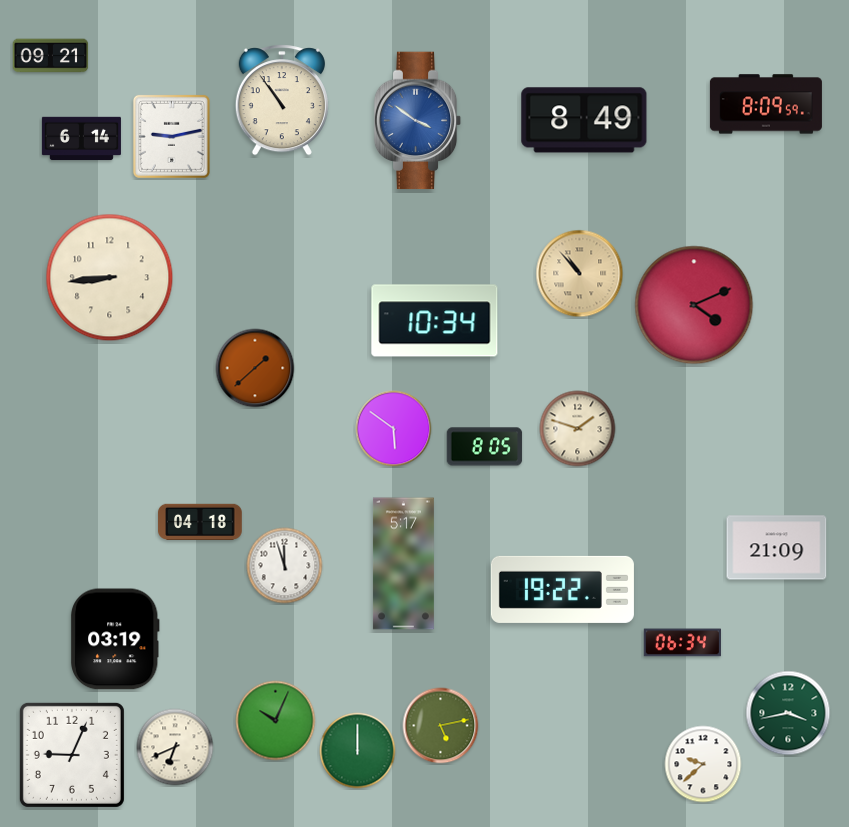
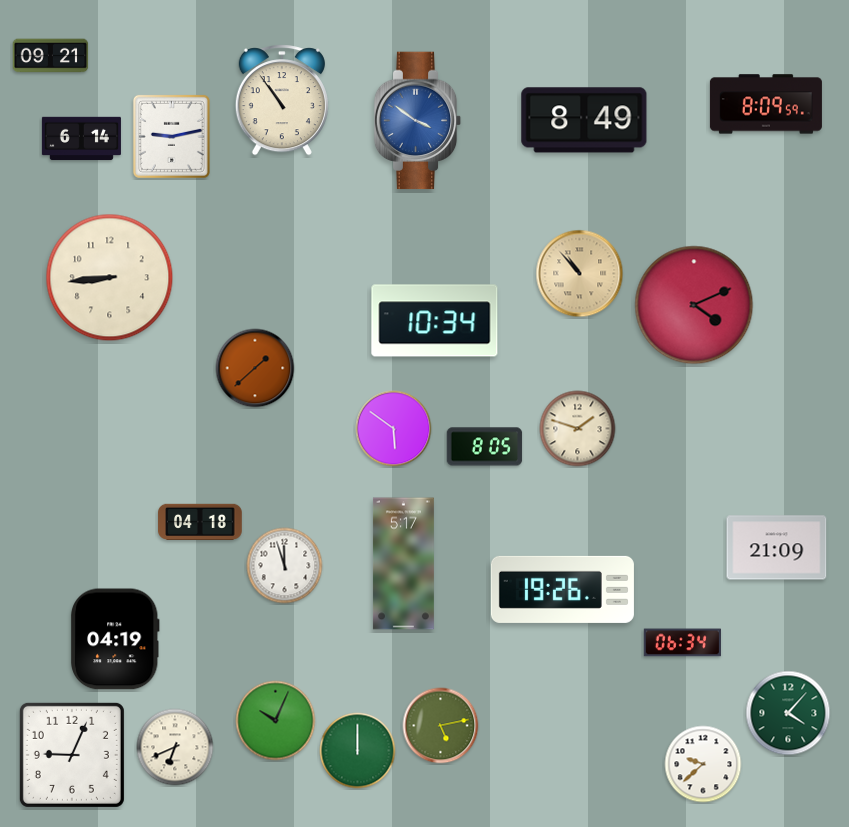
clock at (562, 589): 19:22 -> 19:26
clock at (115, 639): 03:19 -> 04:19
clock at (788, 713): 3:43 -> 4:07
